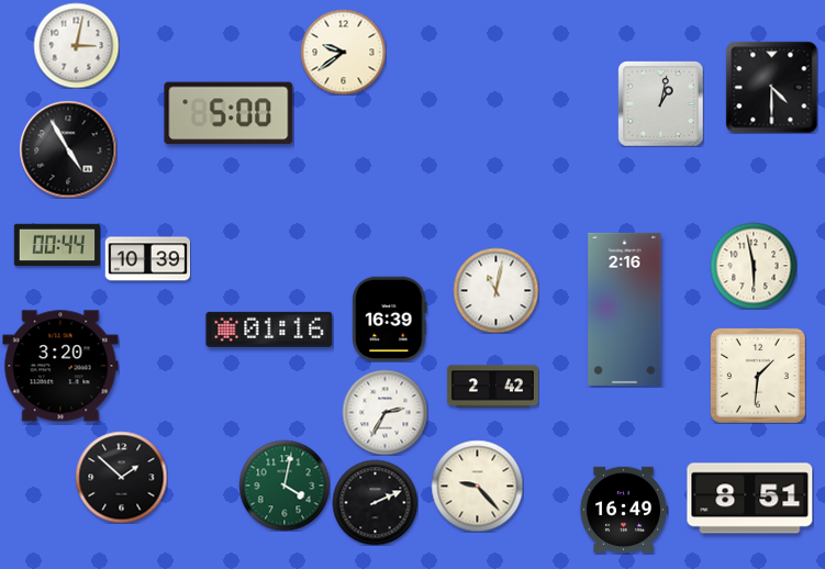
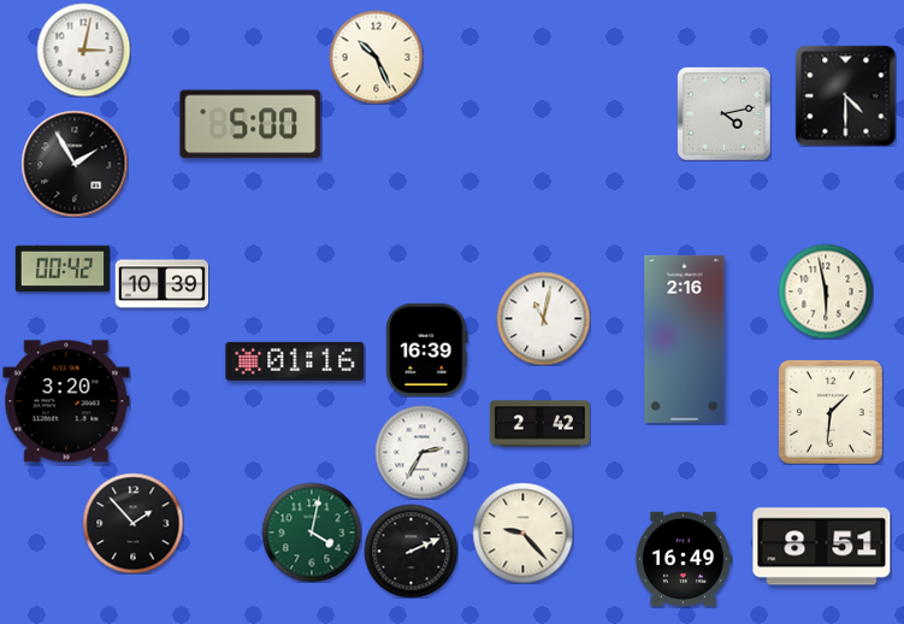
clock at (343, 52): 9:39 -> 10:26
clock at (660, 103): 1:02 -> 4:13
clock at (68, 149): 4:55 -> 1:55
clock at (56, 245): 00:44 -> 00:42
clock at (121, 477): 1:52 -> 1:53
